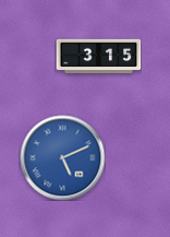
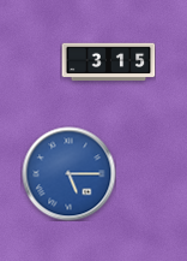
clock at (62, 157): 5:11 -> 5:15
